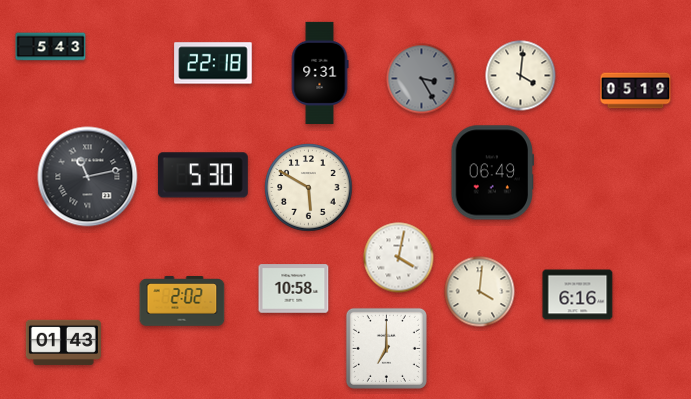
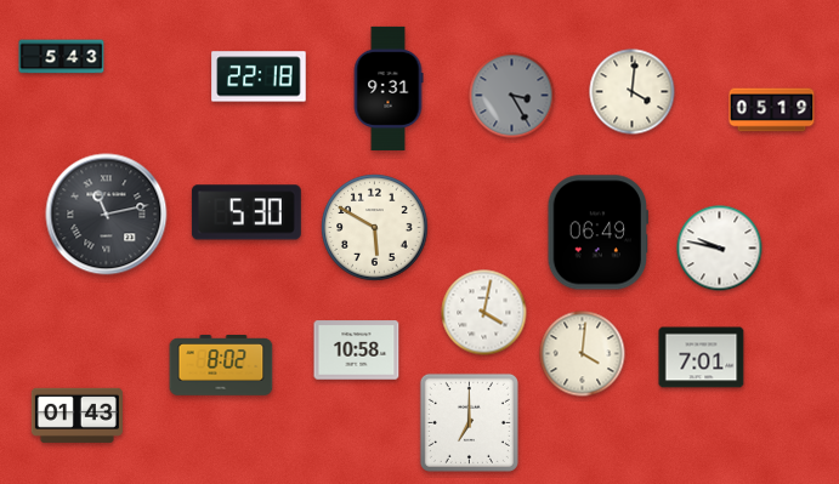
clock at (493, 173) position: (493, 173) -> (599, 233)
clock at (720, 249): none -> 9:47
clock at (578, 295): 6:16 -> 7:01
clock at (182, 302): 2:02 -> 8:02
